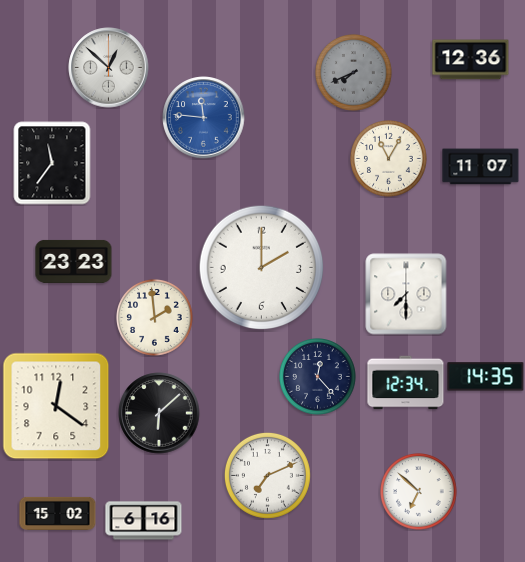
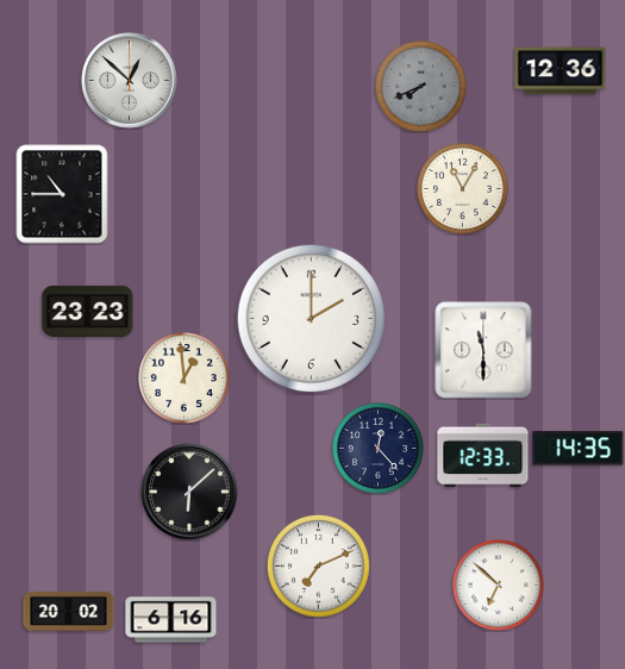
clock at (204, 118): 11:46 -> none
clock at (52, 163): 11:36 -> 10:45
clock at (481, 167): 11:07 -> none
clock at (406, 294): 7:30 -> 11:30
clock at (155, 318): 1:59 -> 12:59
clock at (406, 383): 12:34 -> 12:33
clock at (56, 406): 12:21 -> none
clock at (58, 513): 15:02 -> 20:02
